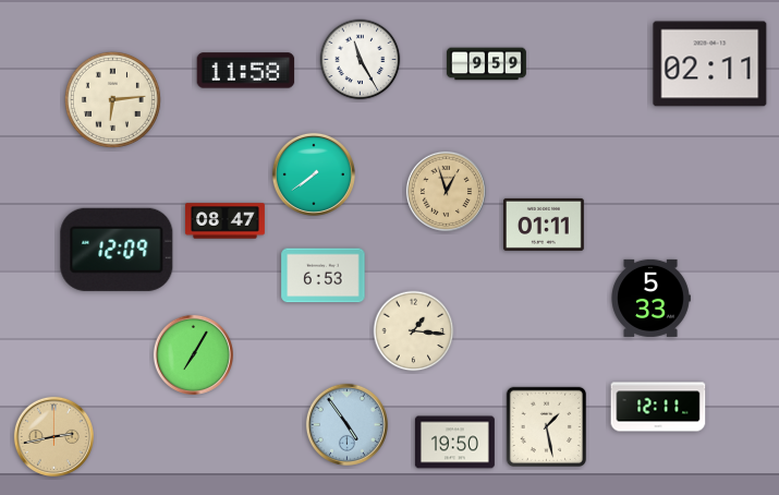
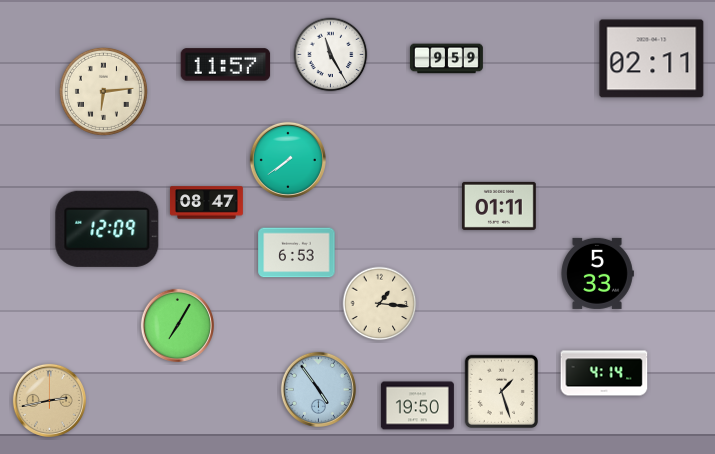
clock at (246, 71): 11:58 -> 11:57
clock at (446, 191): 12:57 -> none
clock at (658, 407): 12:11 -> 4:14
clock at (546, 426): 1:28 -> 1:27
